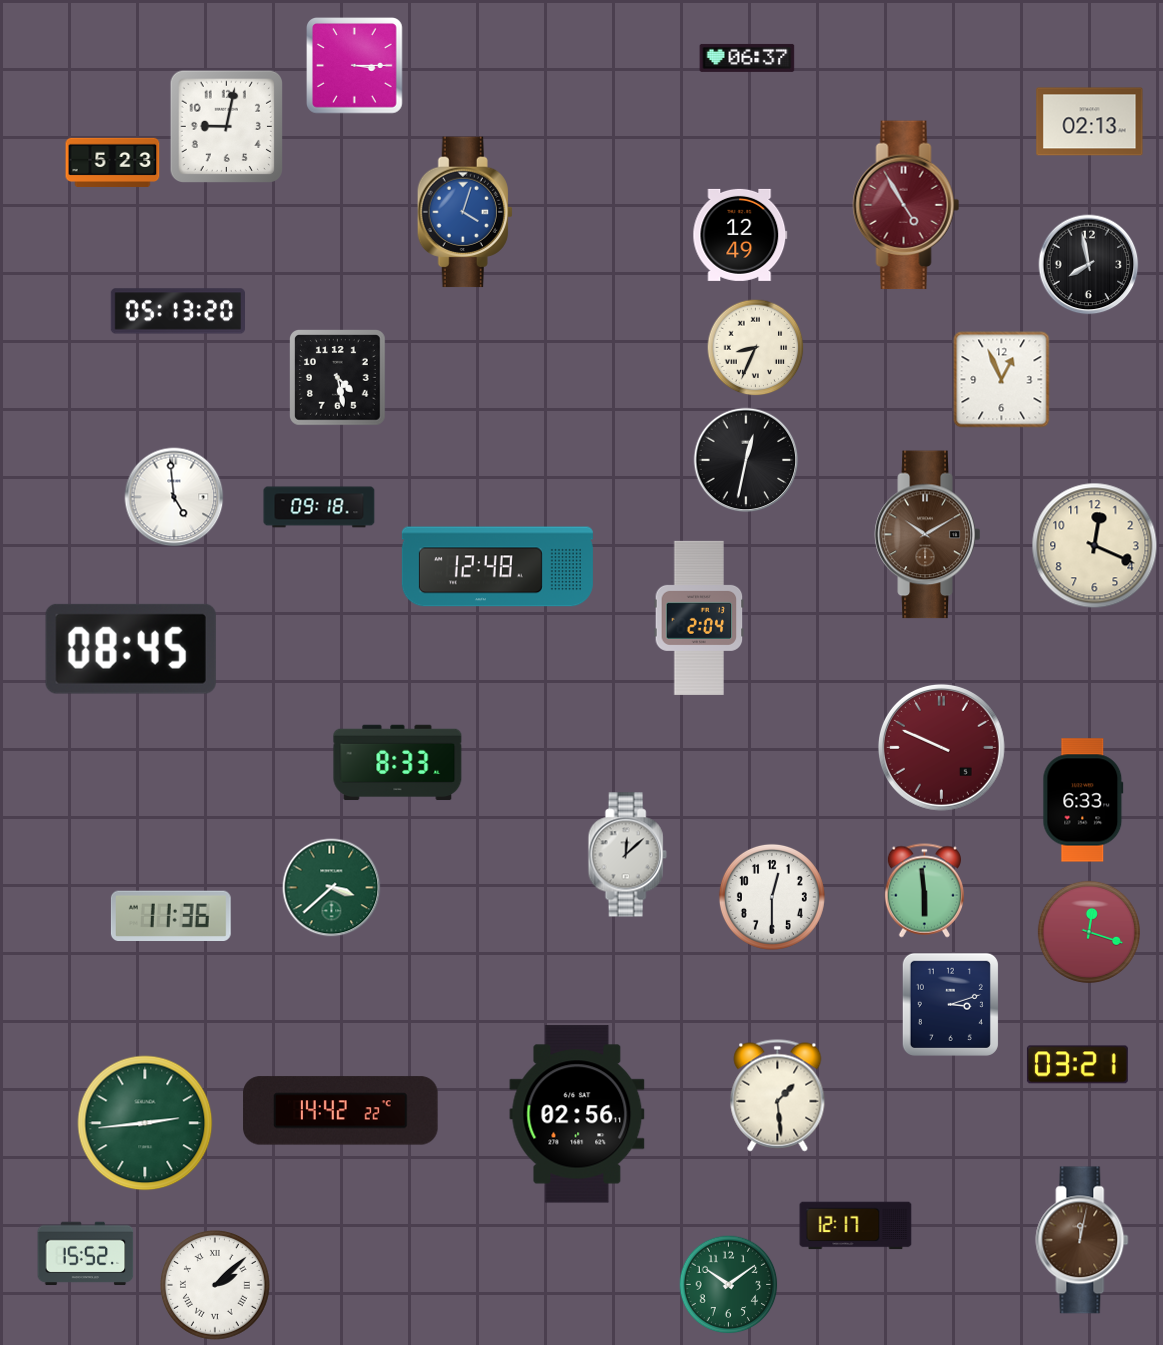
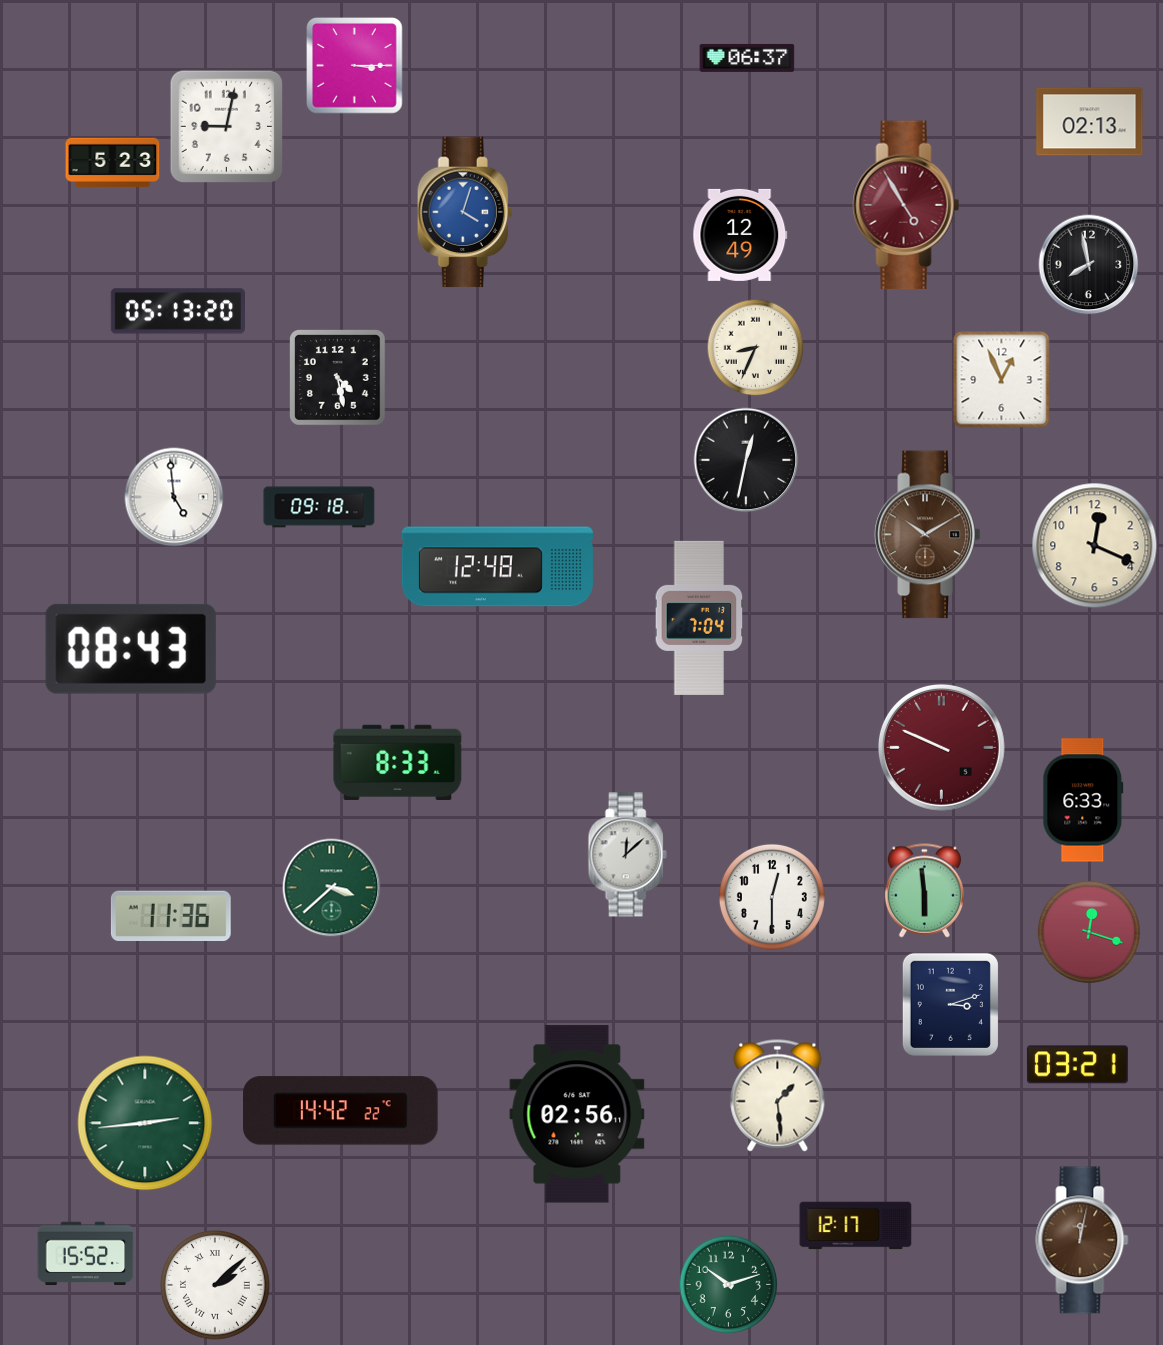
clock at (699, 618): 2:04 -> 7:04
clock at (131, 649): 08:45 -> 08:43
clock at (729, 1285): 10:09 -> 10:12
